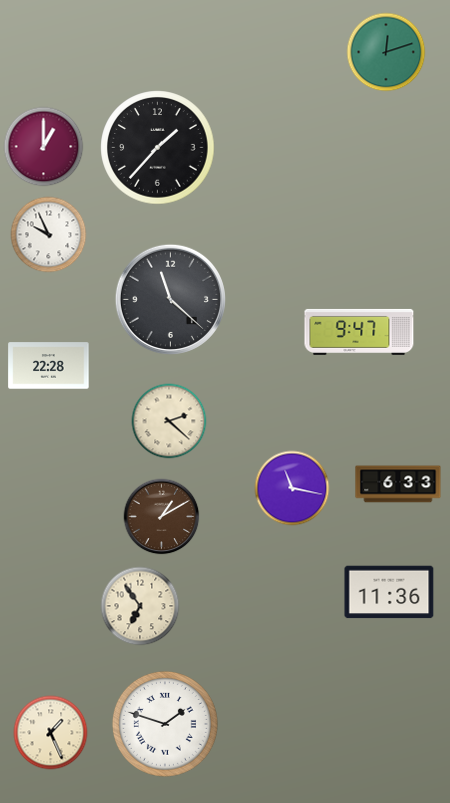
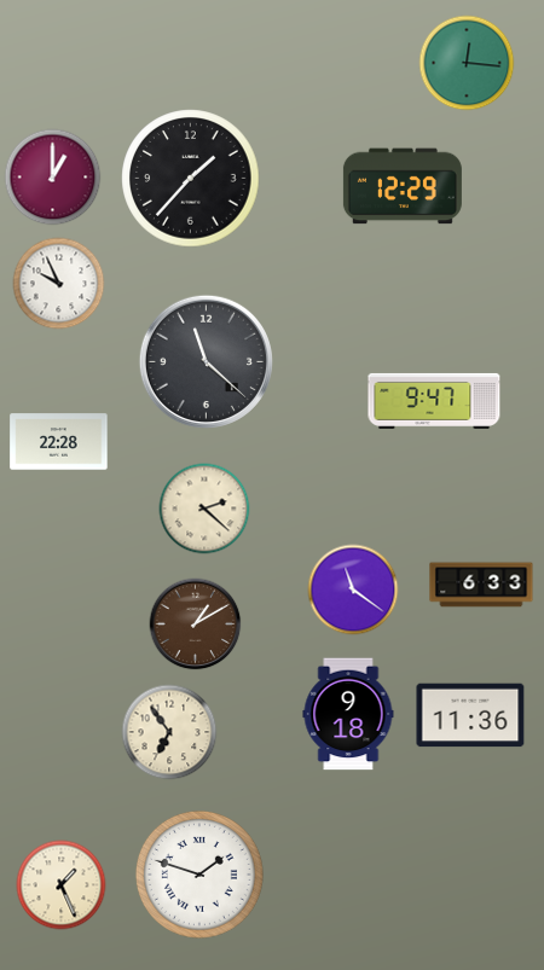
clock at (386, 52): 12:12 -> 12:16
clock at (403, 186): none -> 12:29
clock at (292, 488): 11:17 -> 11:21
clock at (348, 714): none -> 9:18
